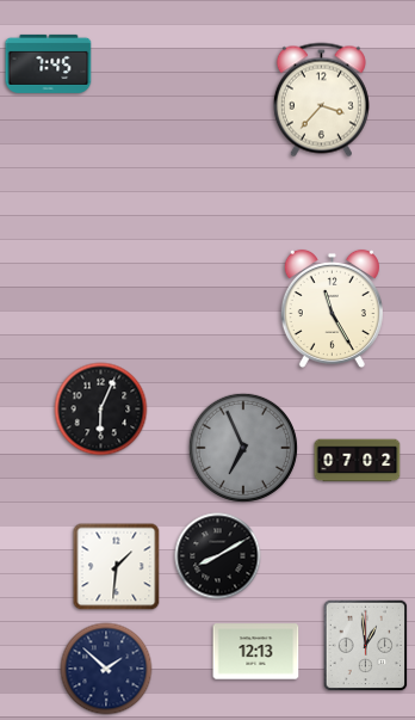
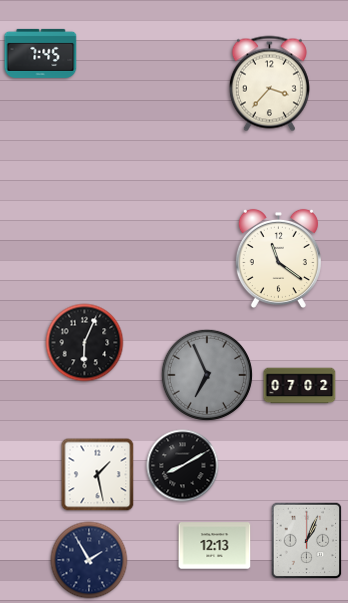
clock at (332, 308): 11:25 -> 11:21
clock at (243, 448) position: (243, 448) -> (207, 375)
clock at (117, 567): 1:31 -> 1:28
clock at (366, 646): 12:59 -> 1:04
clock at (106, 669): 1:52 -> 1:55
